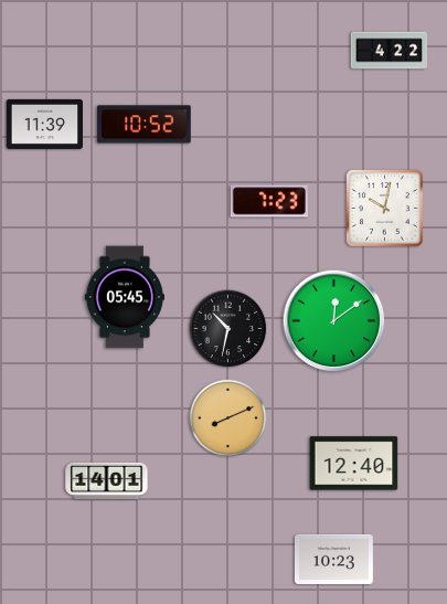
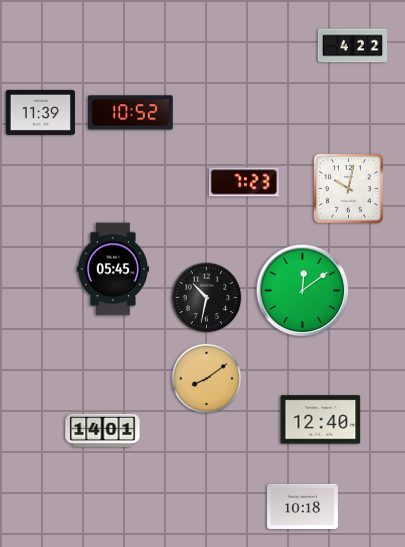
clock at (228, 418): 8:11 -> 8:09
clock at (107, 480) position: (107, 480) -> (103, 430)
clock at (333, 559): 10:23 -> 10:18
